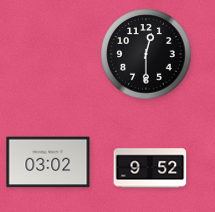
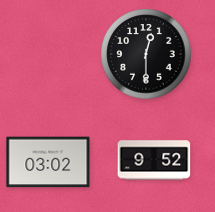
clock at (150, 168) position: (150, 168) -> (154, 160)
